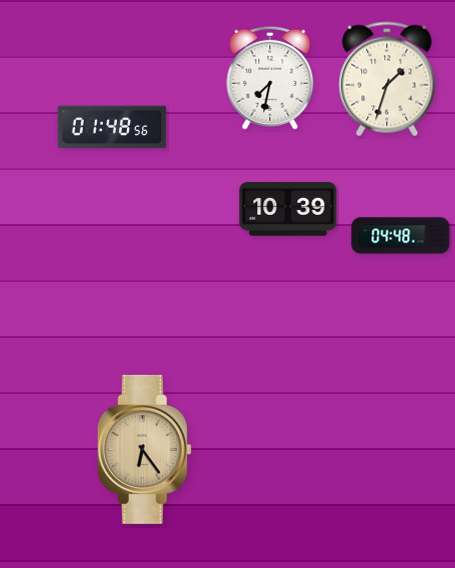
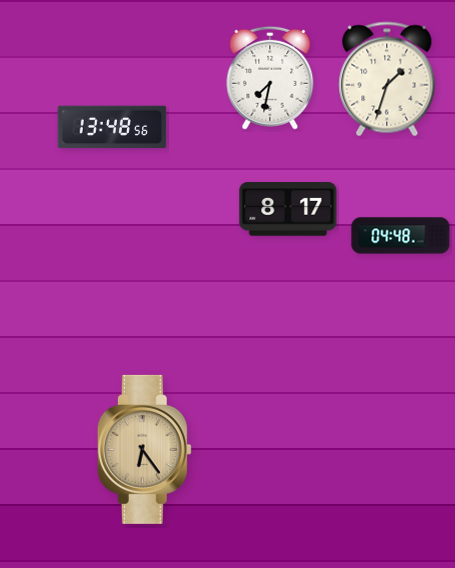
clock at (112, 127): 01:48 -> 13:48
clock at (288, 209): 10:39 -> 8:17
